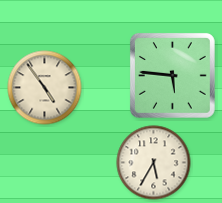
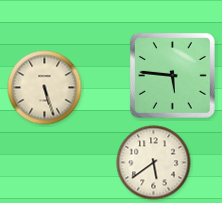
clock at (45, 88): 4:54 -> 5:27
clock at (154, 163): 5:35 -> 5:39
